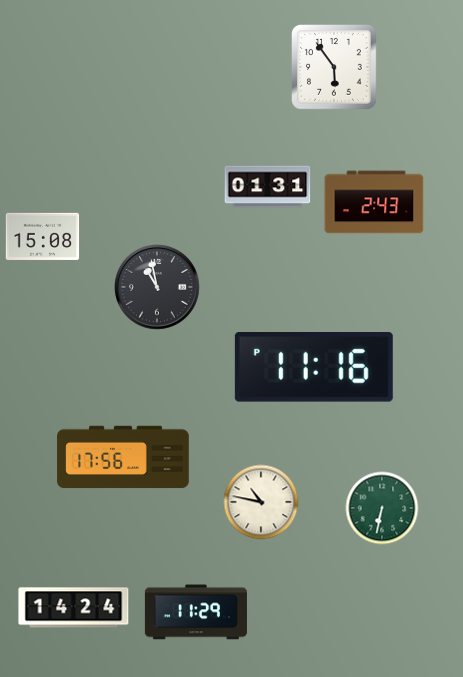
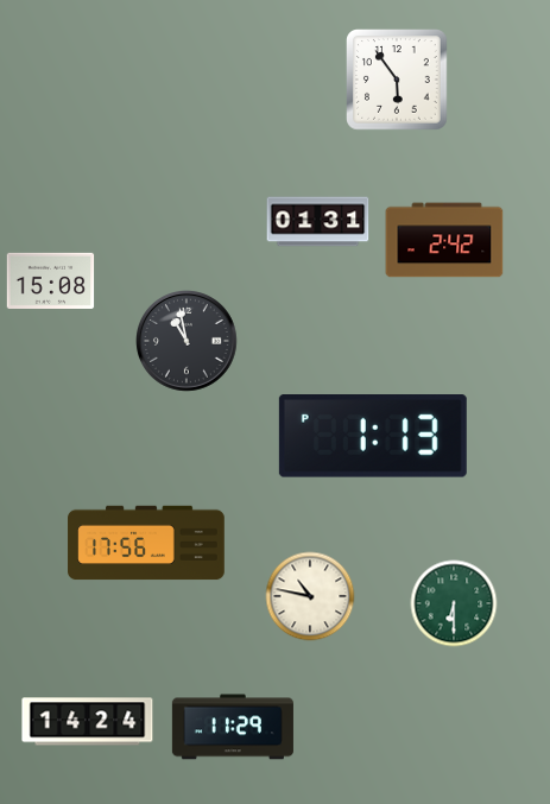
clock at (374, 202): 2:43 -> 2:42
clock at (314, 368): 11:16 -> 1:13
clock at (382, 508): 6:32 -> 6:30
